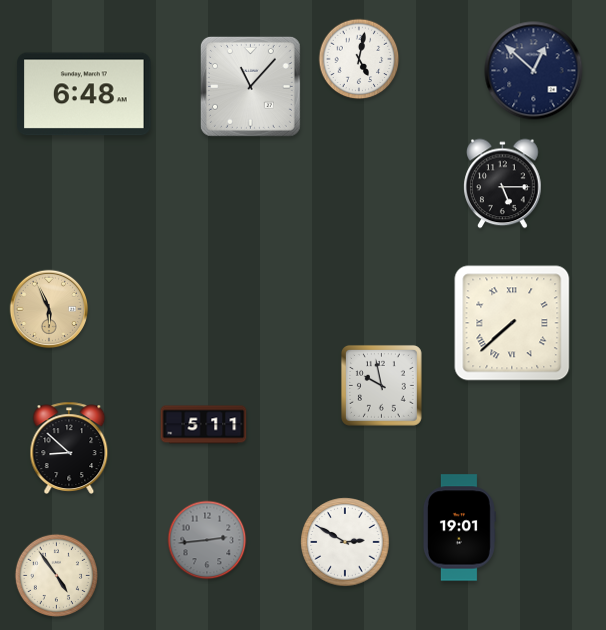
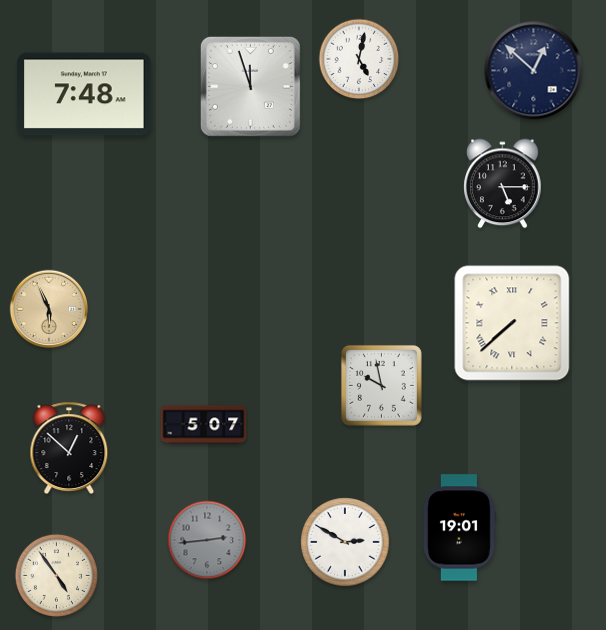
clock at (250, 86): 11:07 -> 11:57
clock at (84, 94): 6:48 -> 7:48
clock at (204, 425): 5:11 -> 5:07
clock at (69, 447): 8:52 -> 12:52
